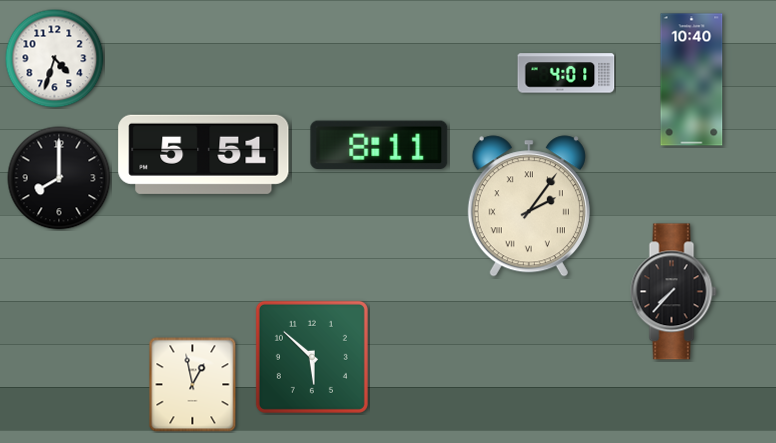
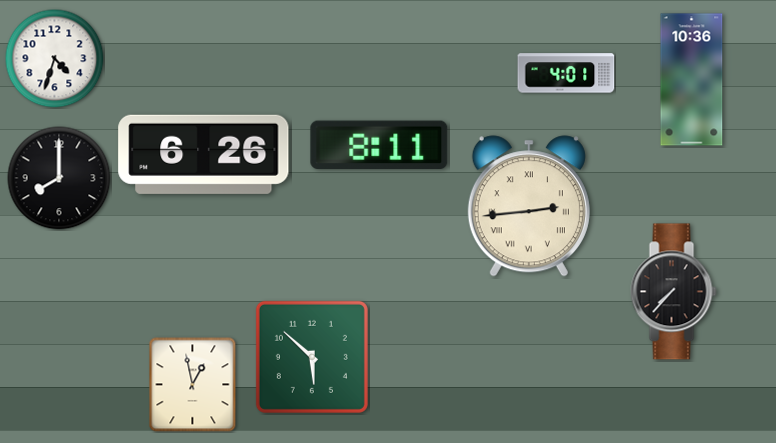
clock at (692, 80): 10:40 -> 10:36
clock at (204, 154): 5:51 -> 6:26
clock at (529, 206): 2:06 -> 2:44
